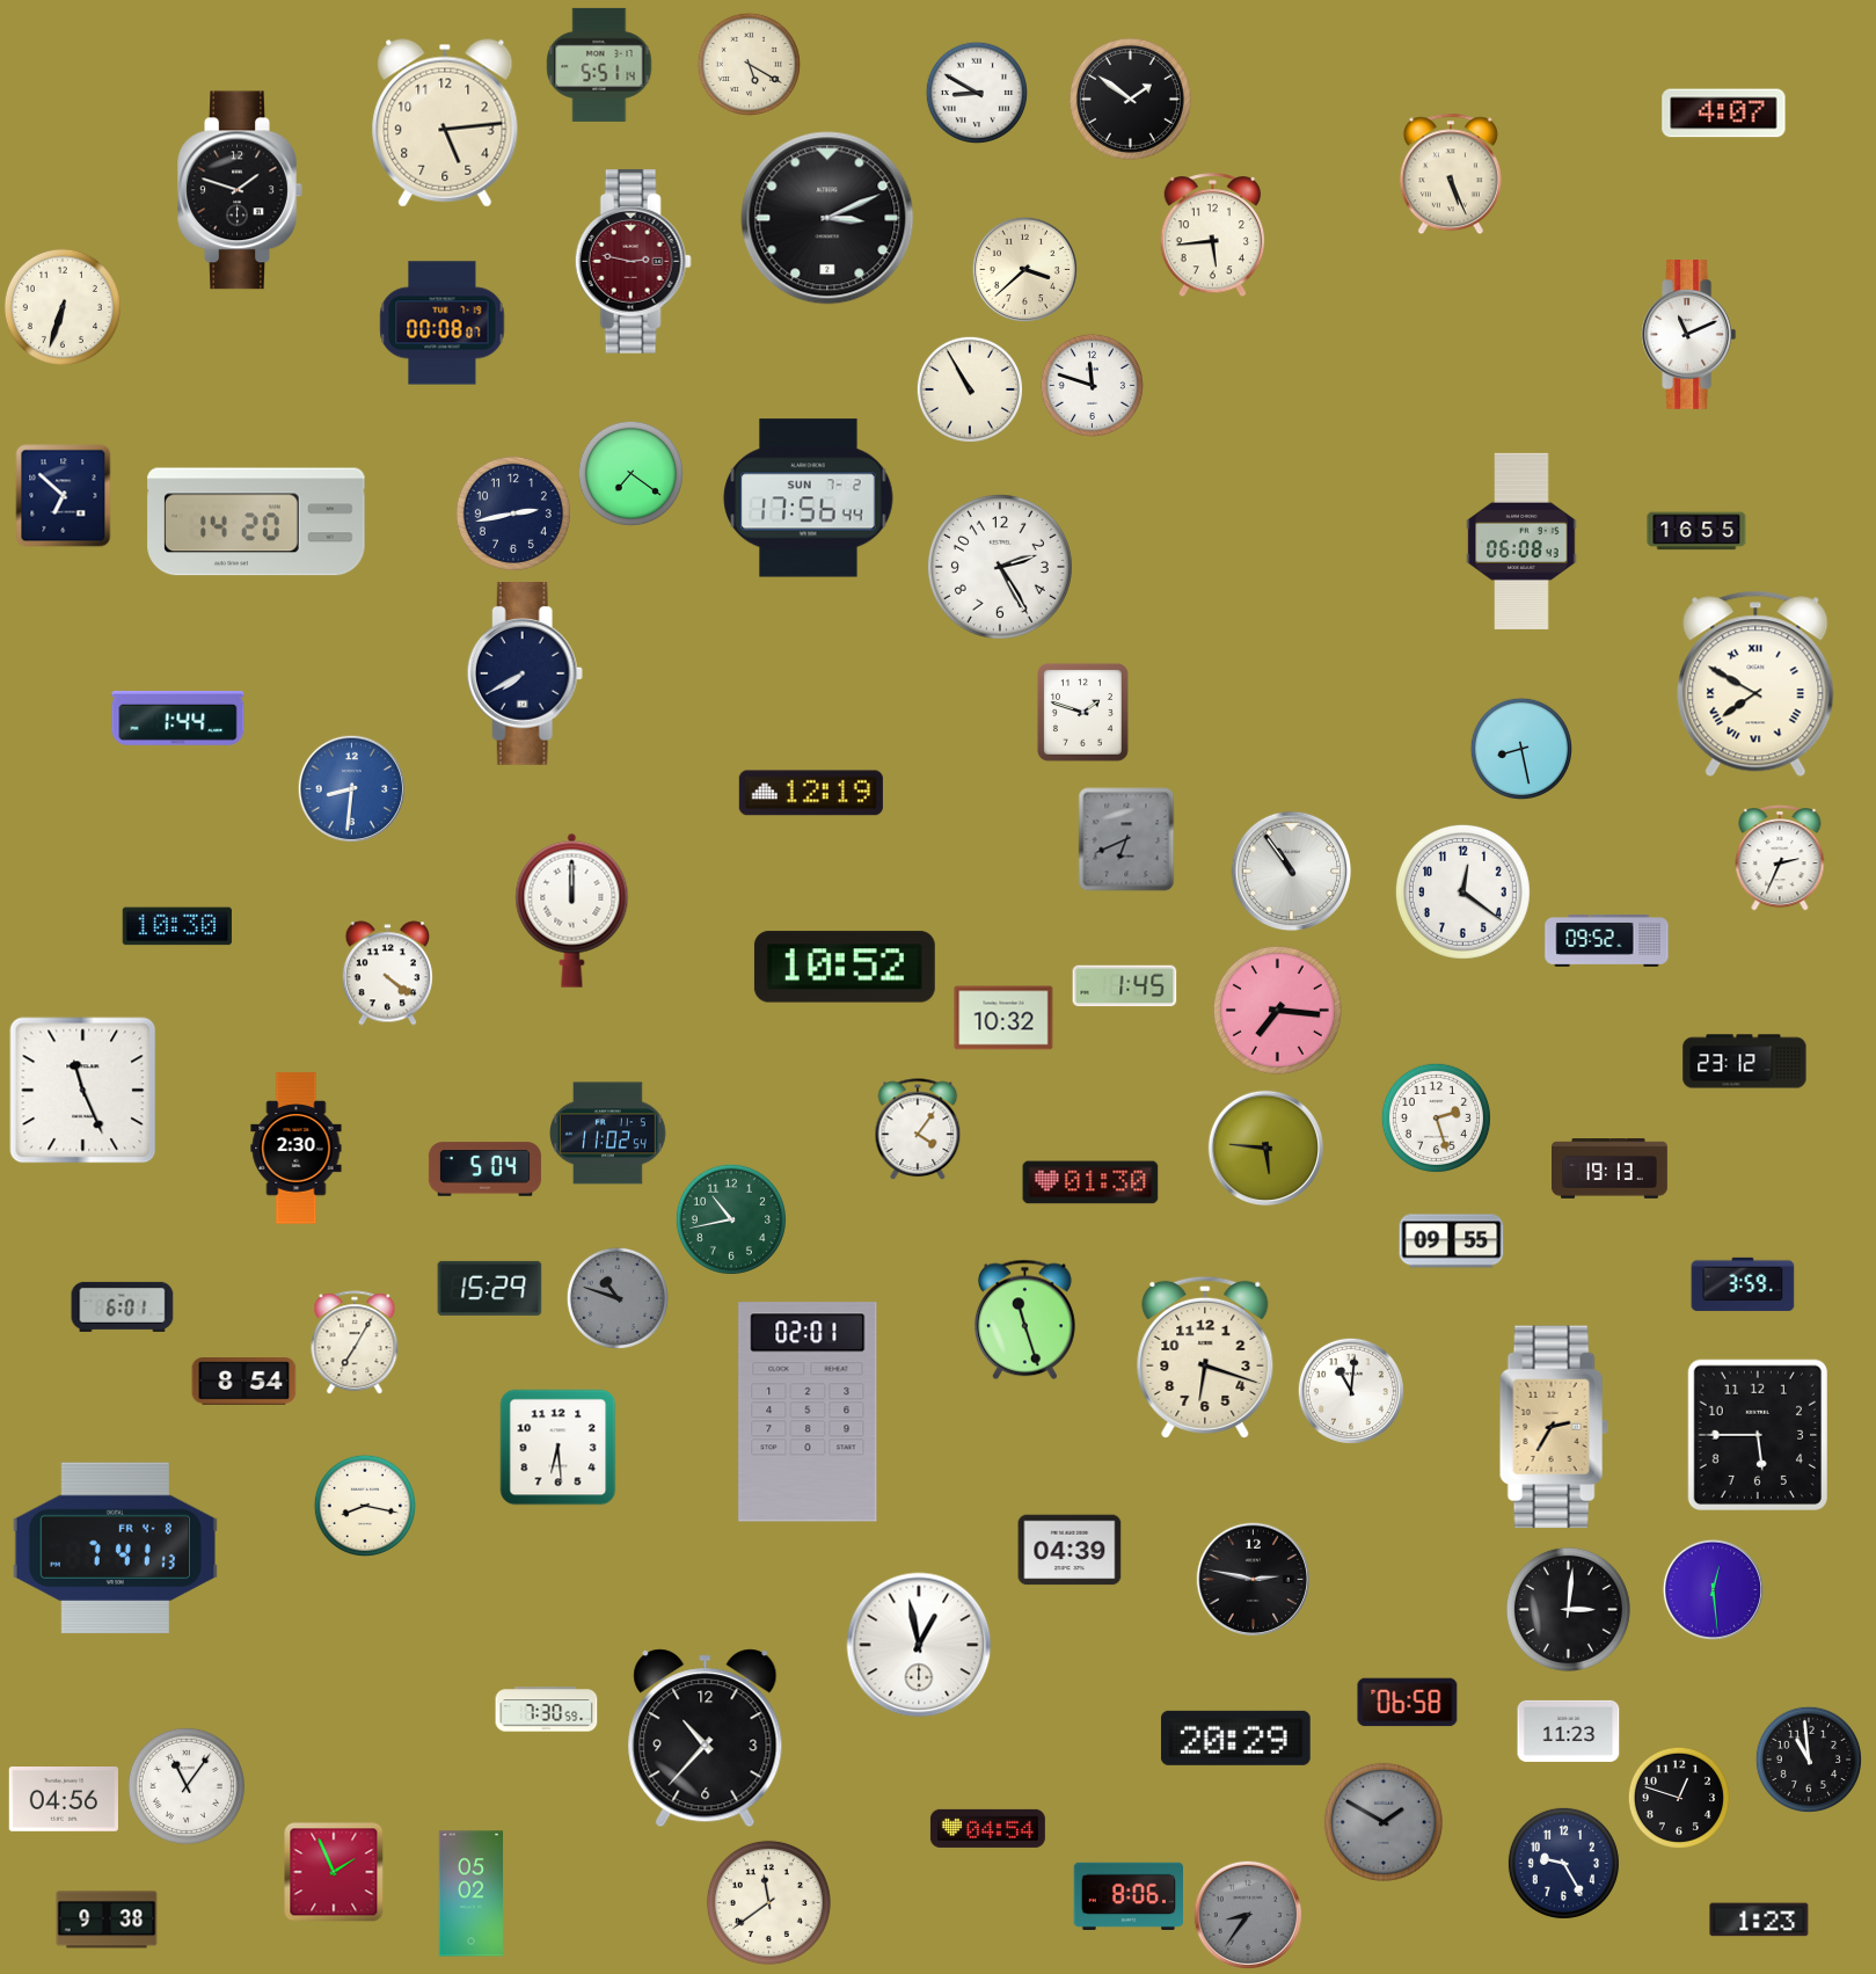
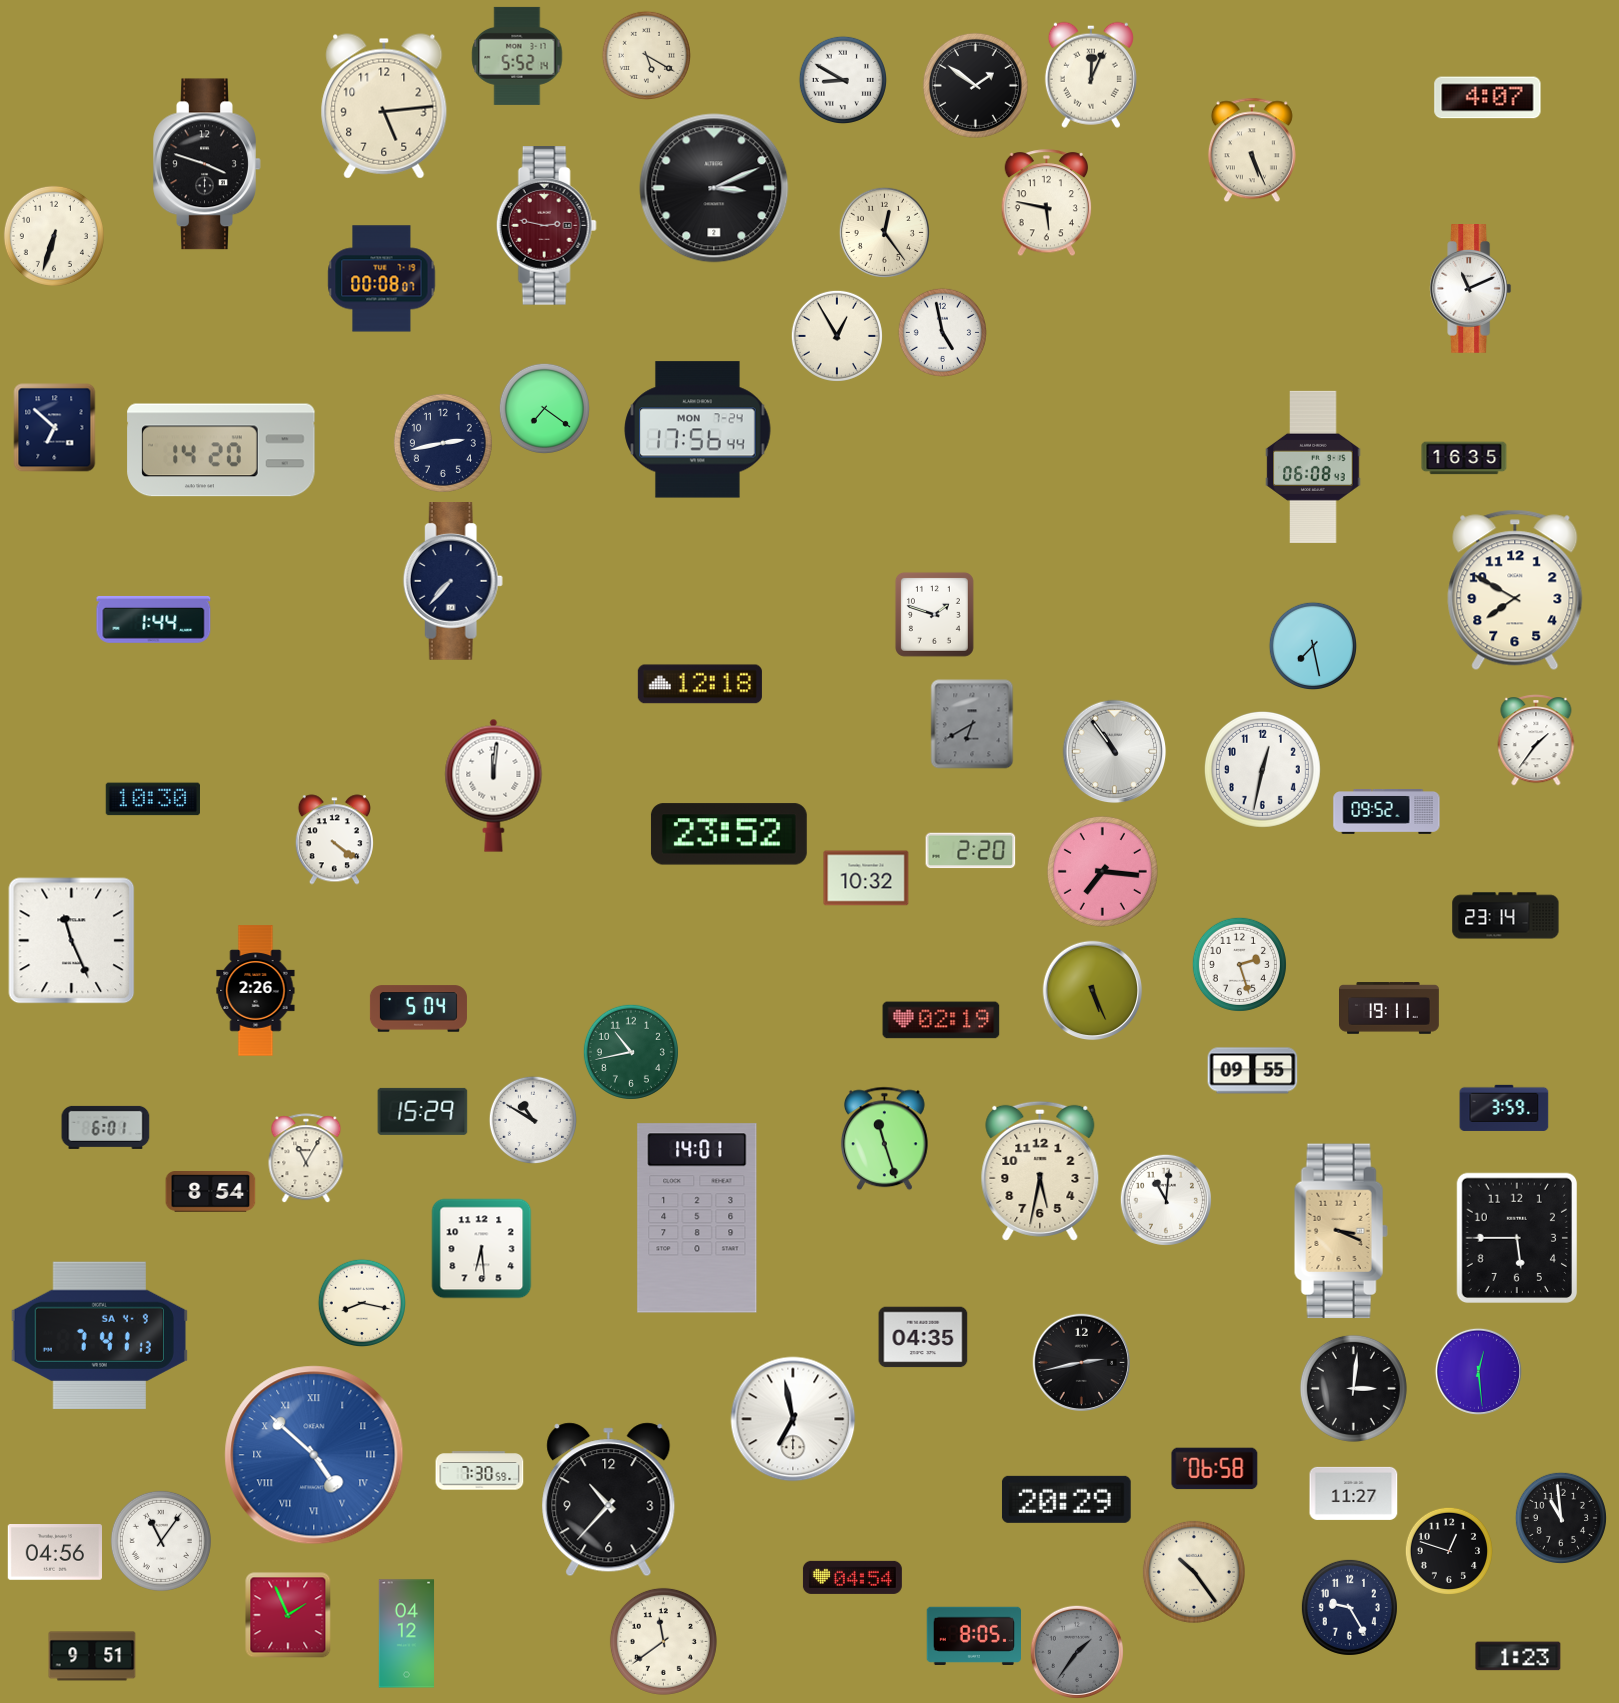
clock at (599, 65): 5:51 -> 5:52
clock at (1091, 75): none -> 12:04
clock at (240, 190): 1:48 -> 3:48
clock at (1213, 235): 5:44 -> 5:47
clock at (1024, 269): 3:38 -> 12:24
clock at (63, 307) position: (63, 307) -> (54, 236)
clock at (1689, 335) position: (1689, 335) -> (1471, 289)
clock at (1092, 385): 11:48 -> 4:58
clock at (970, 389): 10:55 -> 12:55
clock at (809, 498) date: SUN 7-2 -> MON 7-24
clock at (1696, 531): 16:55 -> 16:35
clock at (1000, 567): 2:25 -> none
clock at (525, 675): 7:40 -> 7:37
clock at (1755, 684) numerals: Roman -> Arabic
clock at (1520, 748): 8:28 -> 7:28
clock at (351, 788): 8:31 -> none
clock at (811, 793): 12:19 -> 12:18
clock at (1126, 839): 6:41 -> 6:40
clock at (1780, 858): 2:34 -> 1:36
clock at (1462, 891): 12:21 -> 12:32
clock at (572, 910): 12:00 -> 12:01
clock at (845, 967): 10:52 -> 23:52
clock at (1125, 986): 1:45 -> 2:20
clock at (1745, 1062): 23:12 -> 23:14
clock at (918, 1130): 4:06 -> none
clock at (608, 1134): 11:02 -> none
clock at (297, 1149): 2:30 -> 2:26
clock at (1267, 1149): 5:46 -> 5:26
clock at (1611, 1168): 19:13 -> 19:11
clock at (1090, 1182): 01:30 -> 02:19
clock at (616, 1297): 10:48 -> 10:50
clock at (616, 1297) dial: grey -> white
clock at (355, 1343): 7:05 -> 11:05
clock at (1205, 1357): 6:18 -> 5:32
clock at (808, 1412): 02:01 -> 14:01
clock at (1554, 1427): 2:35 -> 3:19
clock at (364, 1505) position: (364, 1505) -> (361, 1302)
clock at (115, 1547) date: FR 4-8 -> SA 4-9
clock at (1070, 1550): 04:39 -> 04:35
clock at (1253, 1579): 2:47 -> 2:43
clock at (919, 1645): 12:58 -> 6:58
clock at (314, 1455): none -> 4:52
clock at (547, 1710) position: (547, 1710) -> (480, 1471)
clock at (1569, 1731): 11:23 -> 11:27
clock at (1384, 1822): 1:50 -> 10:24
clock at (1384, 1822) dial: grey -> cream
clock at (472, 1894): 05:02 -> 04:12
clock at (1127, 1895): 8:06 -> 8:05
clock at (1247, 1914): 8:36 -> 1:36
clock at (107, 1920): 9:38 -> 9:51
